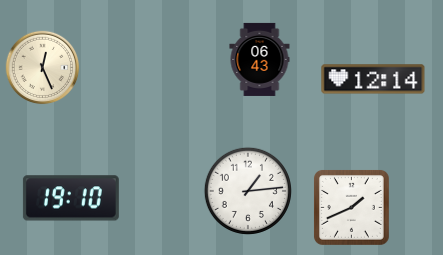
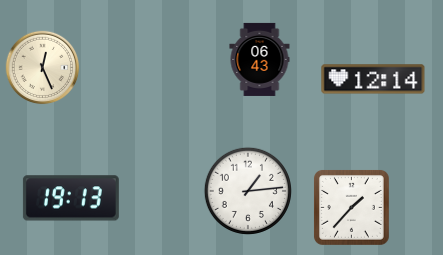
clock at (71, 198): 19:10 -> 19:13
clock at (351, 207): 1:41 -> 1:37
